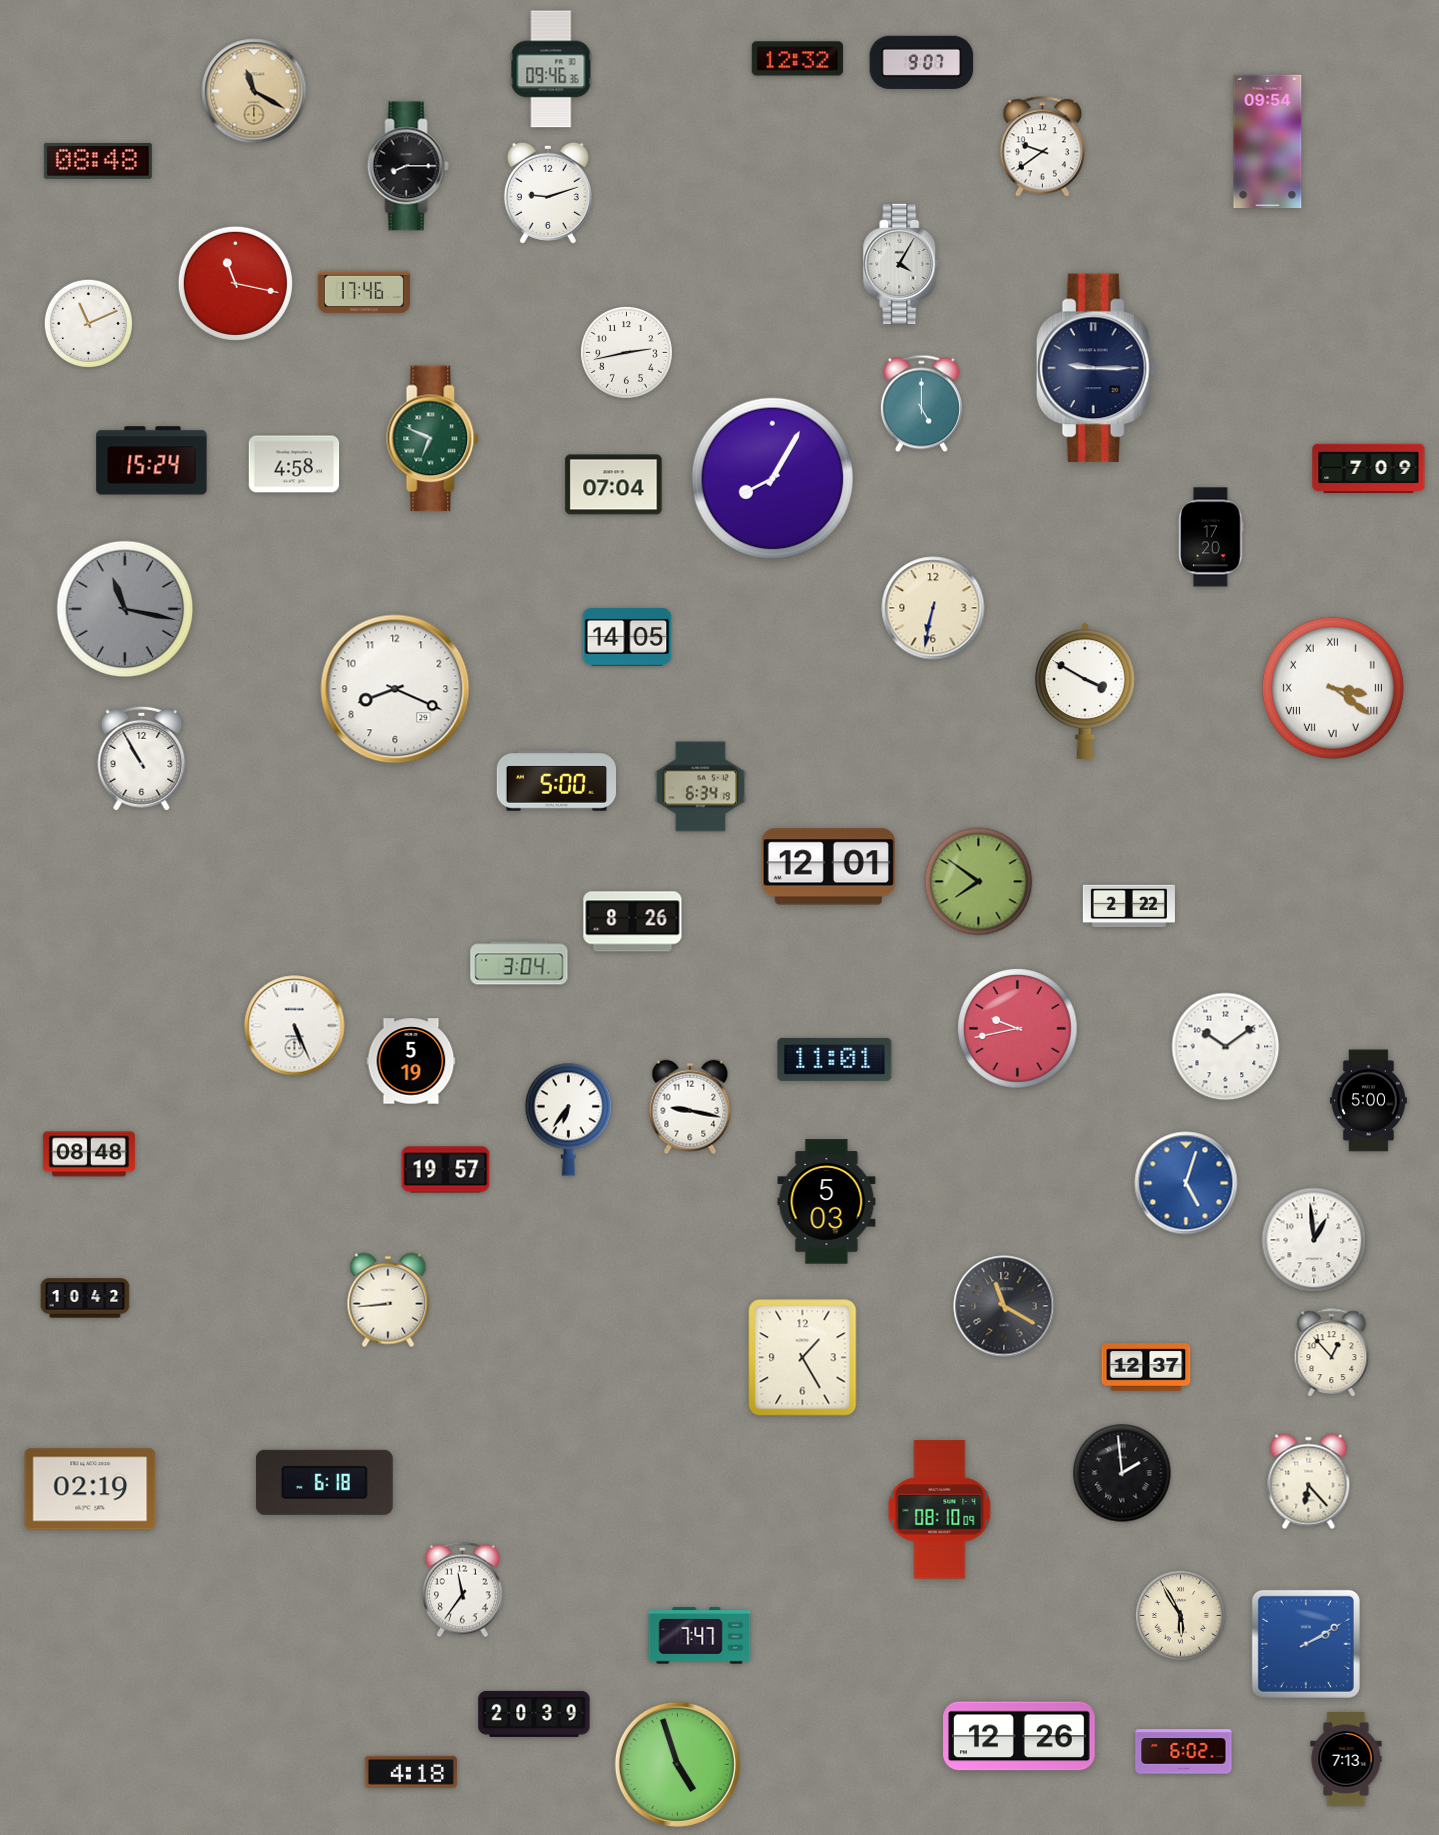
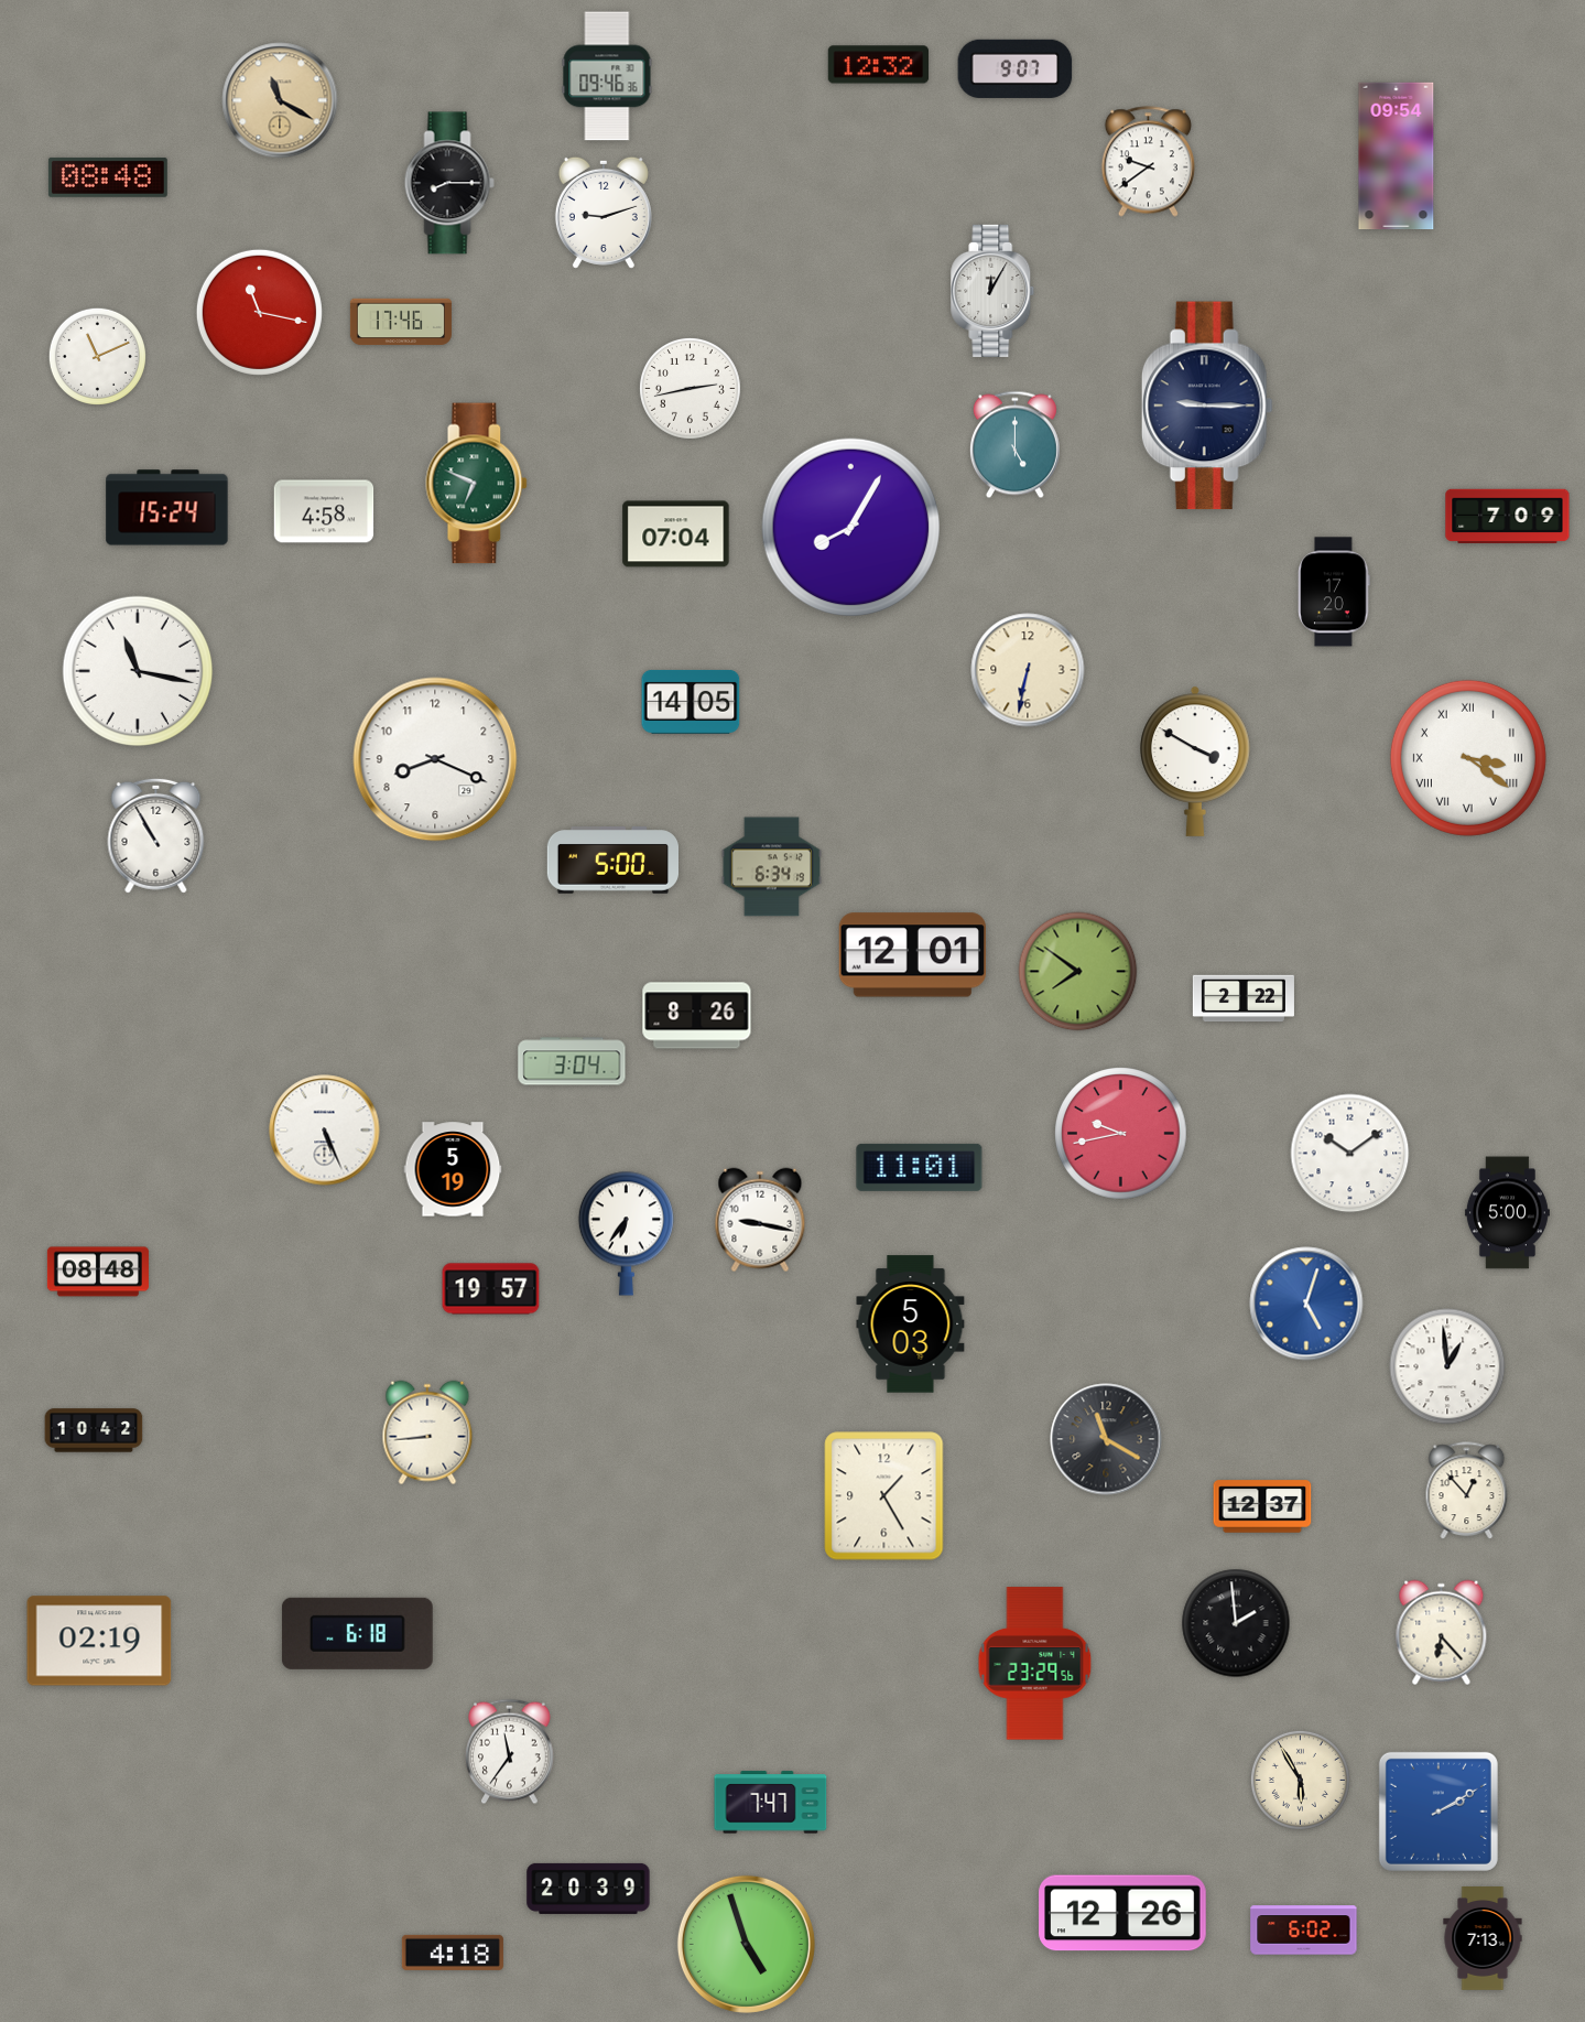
clock at (901, 264): 4:05 -> 12:05
clock at (125, 609) dial: grey -> white
clock at (940, 1510): 08:10 -> 23:29
